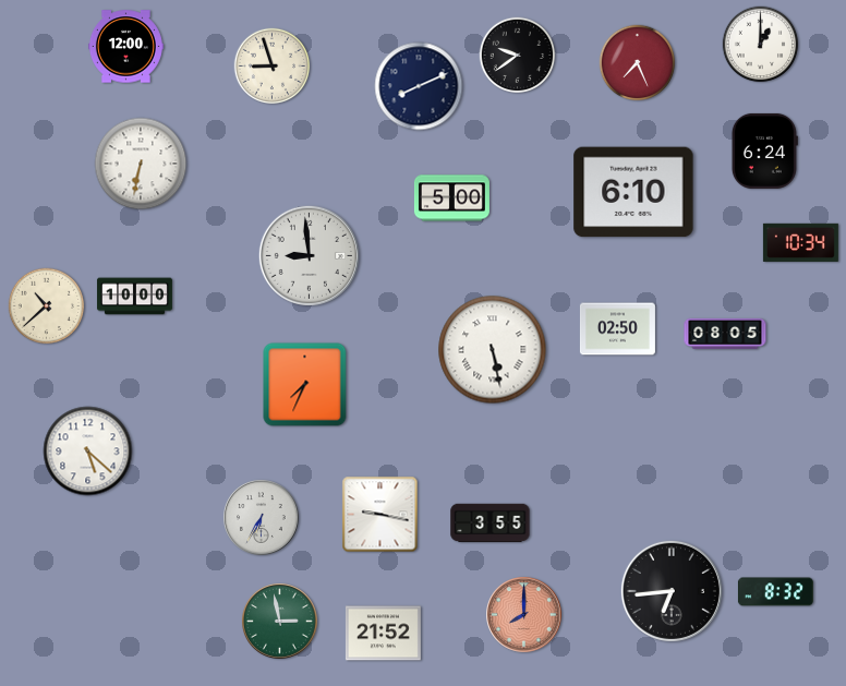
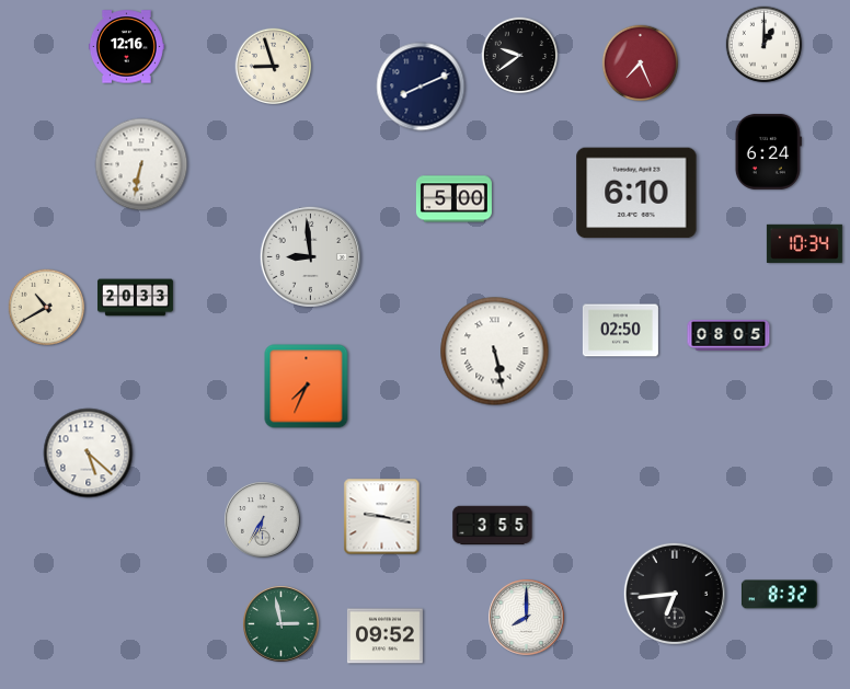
clock at (125, 47): 12:00 -> 12:16
clock at (134, 297): 10:00 -> 20:33
clock at (47, 306): 10:38 -> 10:40
clock at (524, 615) dial: salmon -> white
clock at (383, 634): 21:52 -> 09:52
